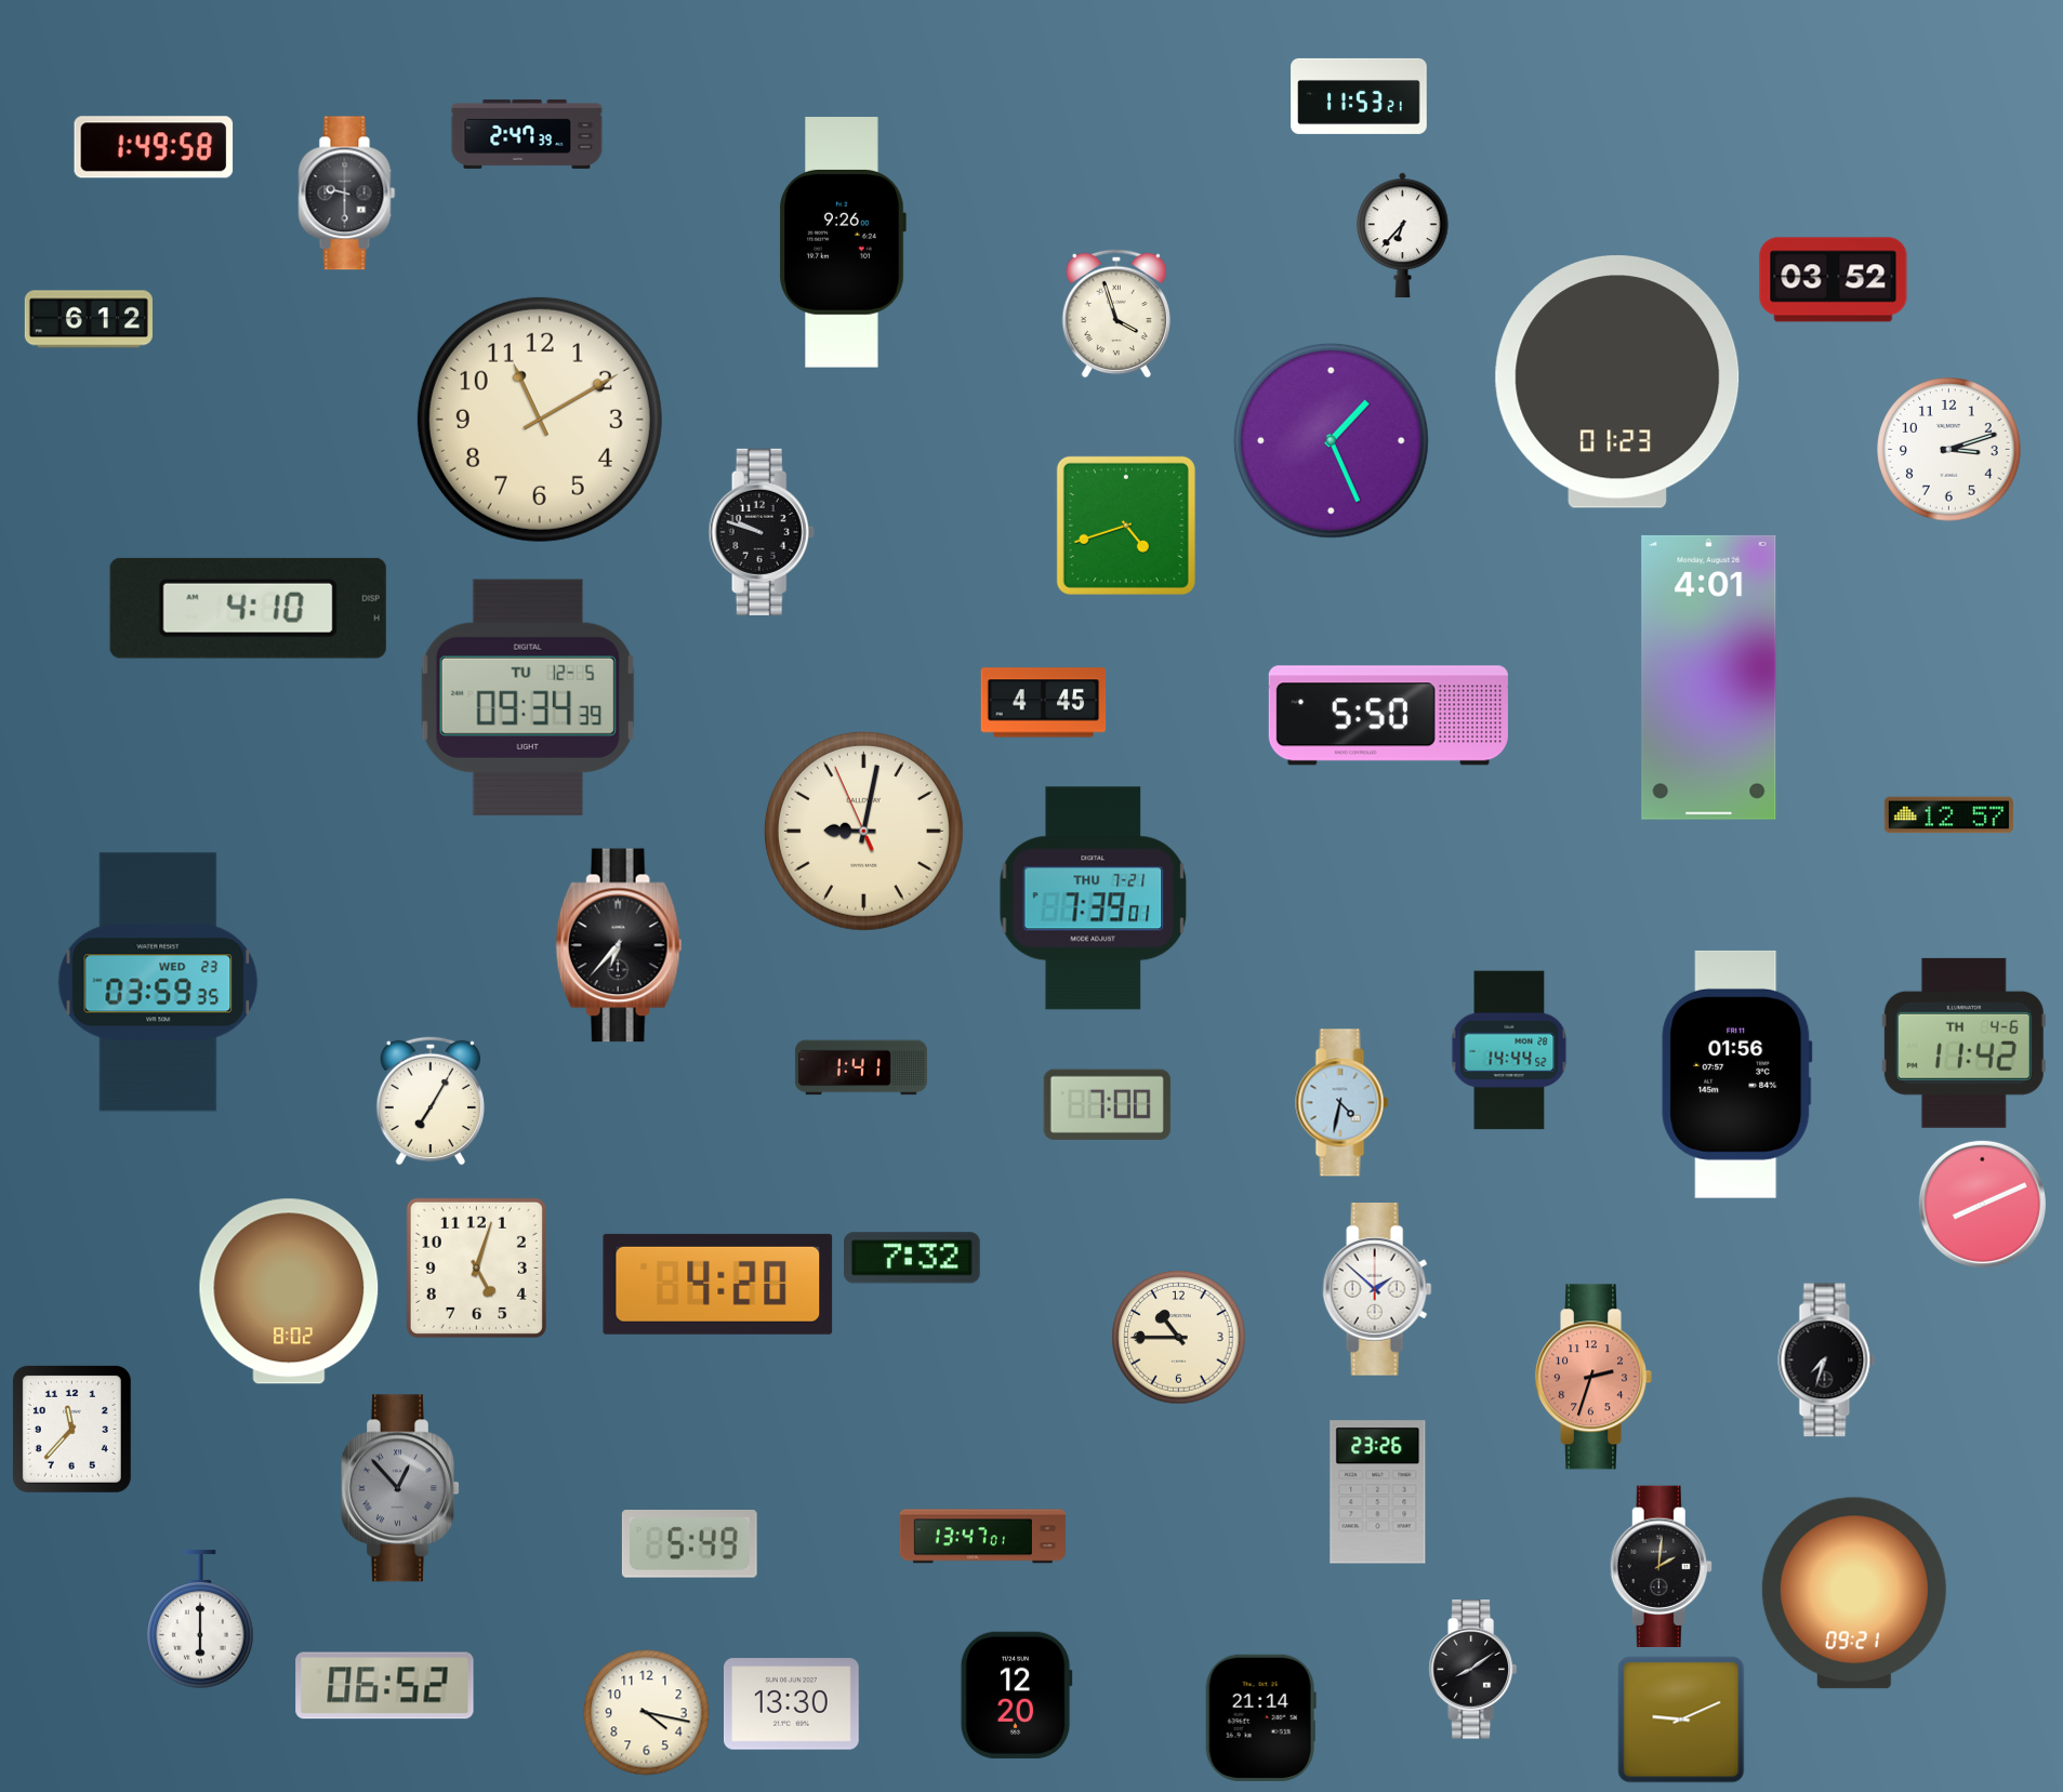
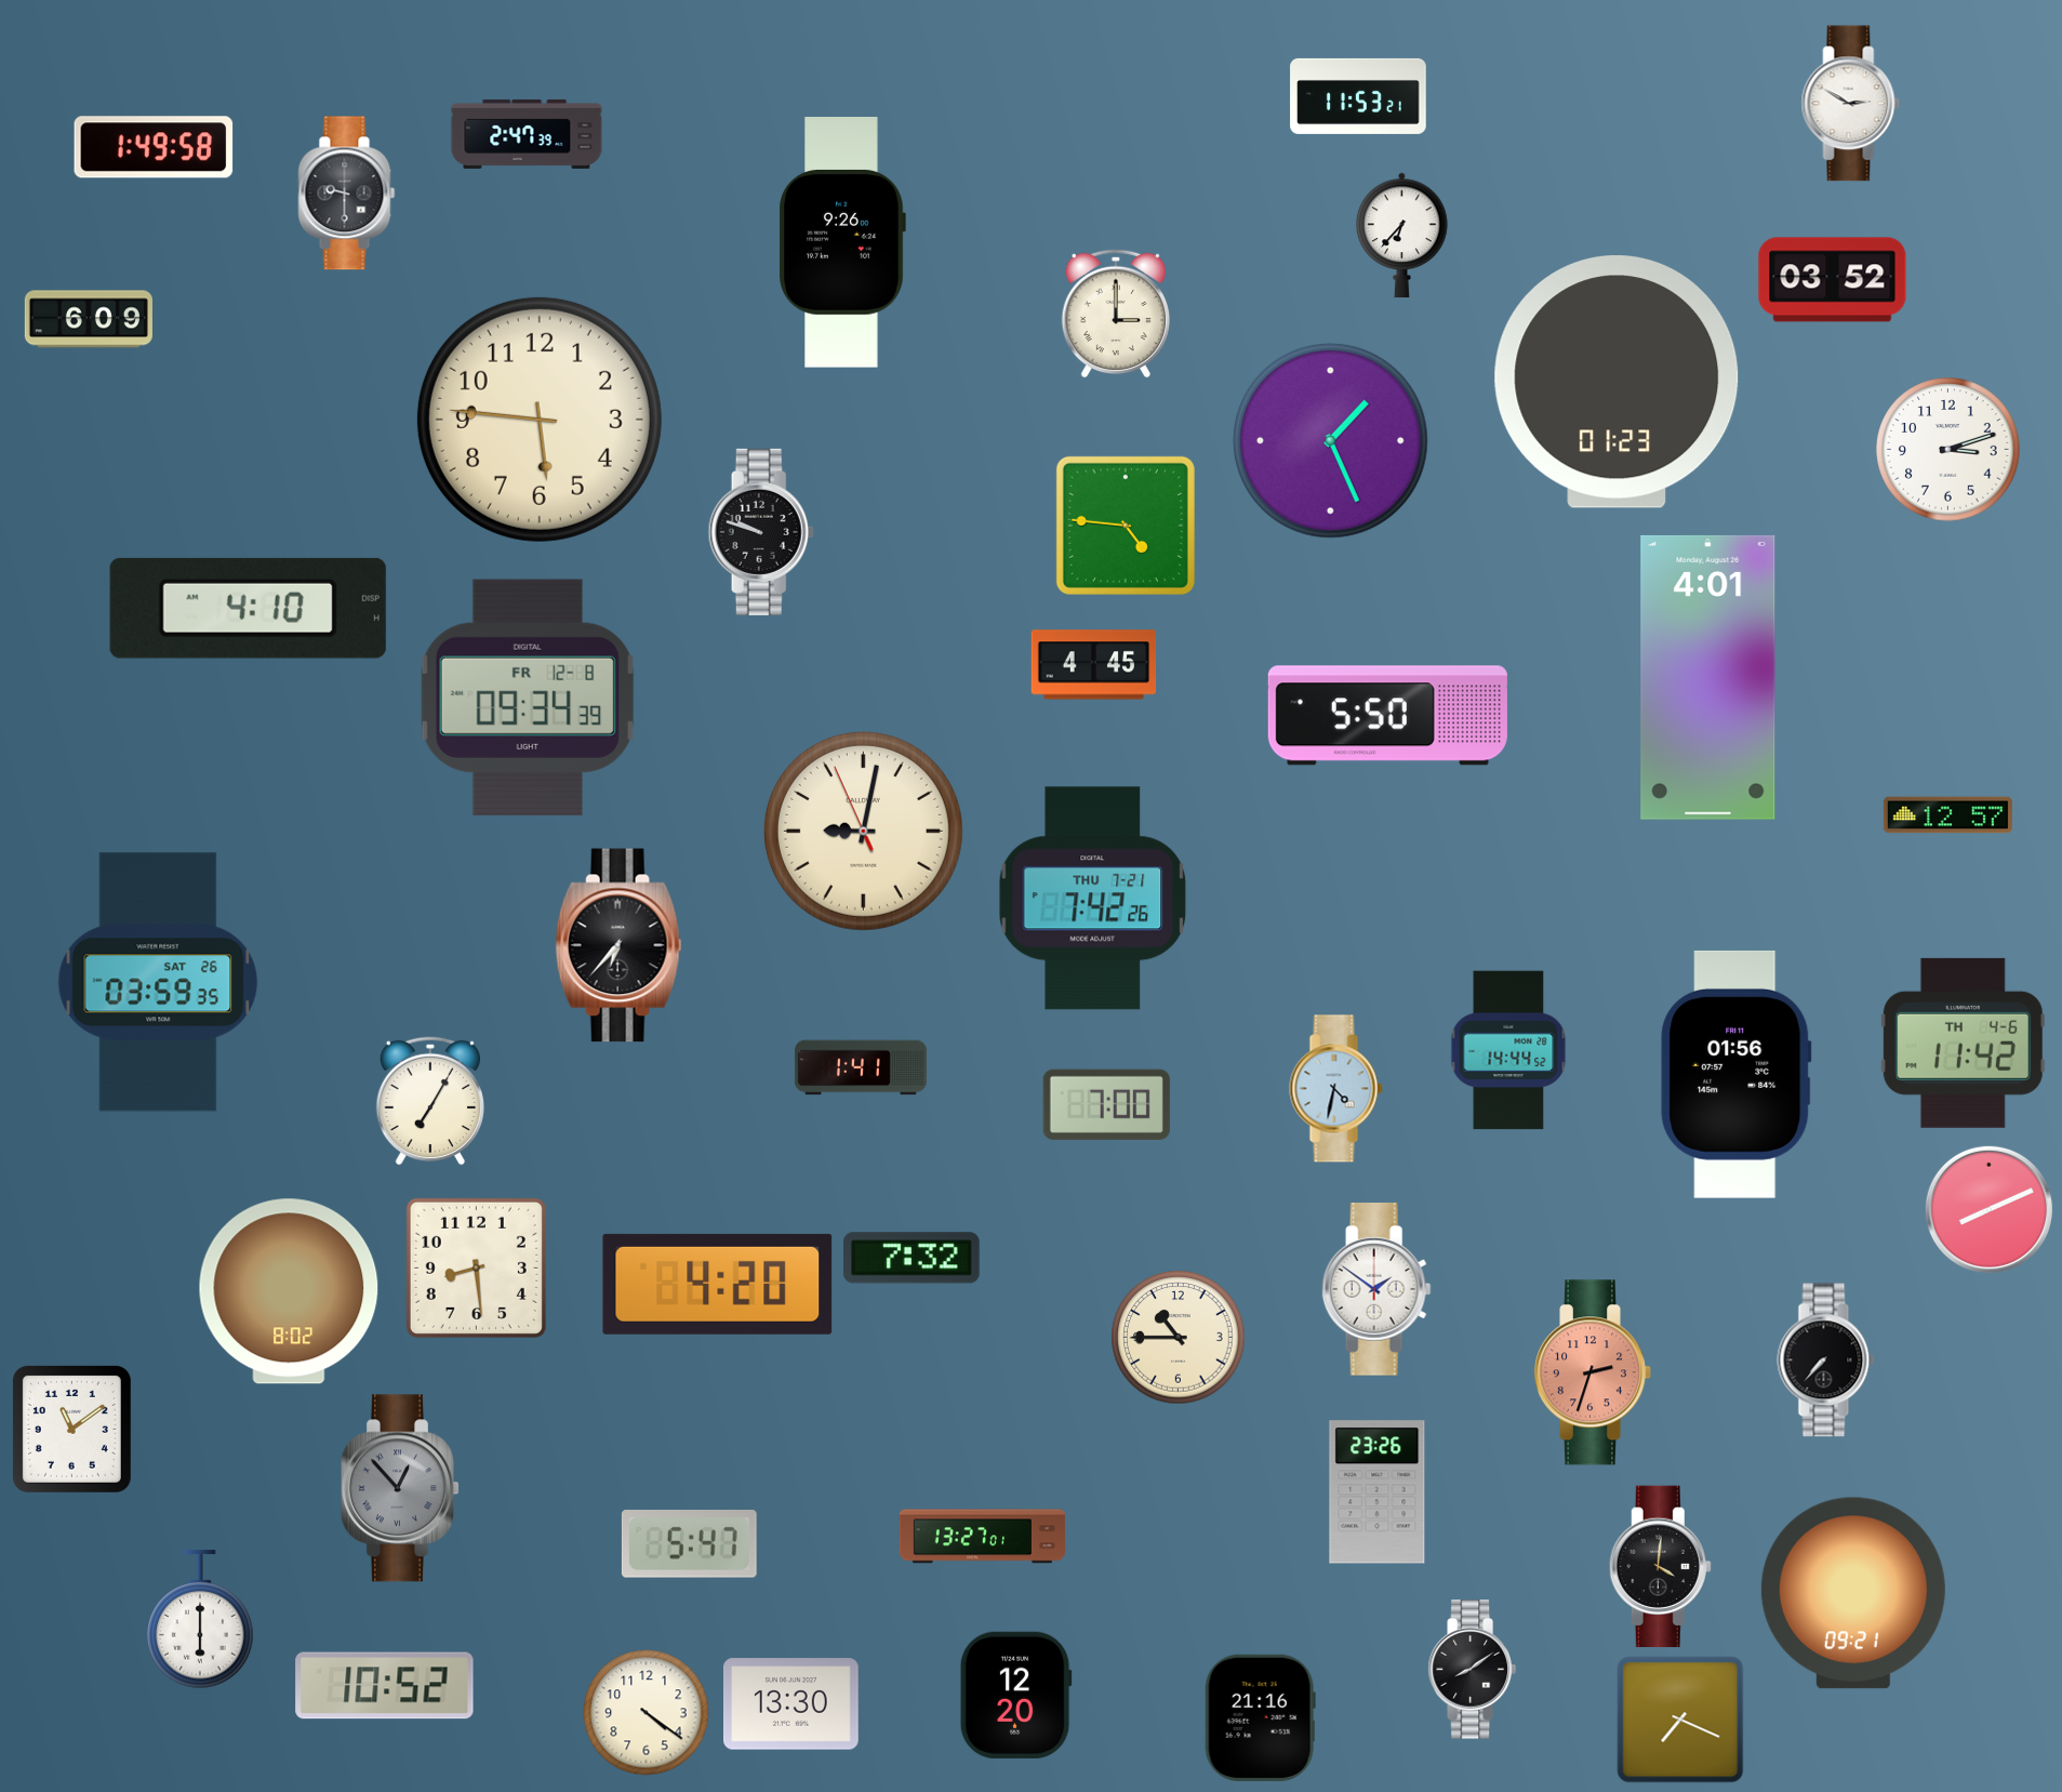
clock at (1851, 104): none -> 2:50
clock at (1115, 314): 3:57 -> 3:00
clock at (89, 319): 6:12 -> 6:09
clock at (540, 420): 11:10 -> 5:46
clock at (1126, 526): 4:42 -> 4:46
clock at (528, 698) date: TU 12-5 -> FR 12-8
clock at (1044, 703) position: (1044, 703) -> (1094, 665)
clock at (1094, 899): 7:39 -> 7:42
clock at (158, 982) date: WED 23 -> SAT 26
clock at (1343, 1103) position: (1343, 1103) -> (1336, 1089)
clock at (1982, 1204) position: (1982, 1204) -> (1988, 1209)
clock at (476, 1267): 5:03 -> 8:29
clock at (1377, 1290): 1:52 -> 1:51
clock at (1827, 1360): 7:33 -> 7:37
clock at (1592, 1377) position: (1592, 1377) -> (1592, 1372)
clock at (71, 1429): 11:37 -> 11:09
clock at (982, 1537): 13:47 -> 13:27
clock at (689, 1544): 5:49 -> 5:47
clock at (1661, 1567): 2:01 -> 4:01
clock at (385, 1686): 06:52 -> 10:52
clock at (647, 1713): 4:17 -> 4:21
clock at (1260, 1717): 21:14 -> 21:16
clock at (1681, 1720): 9:11 -> 7:19
